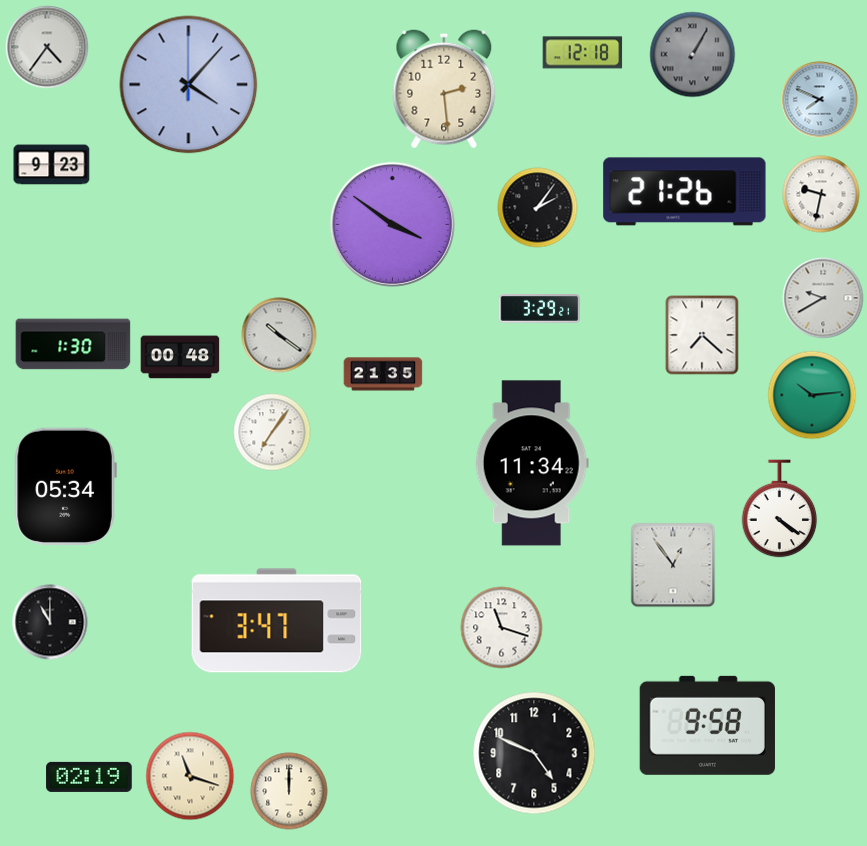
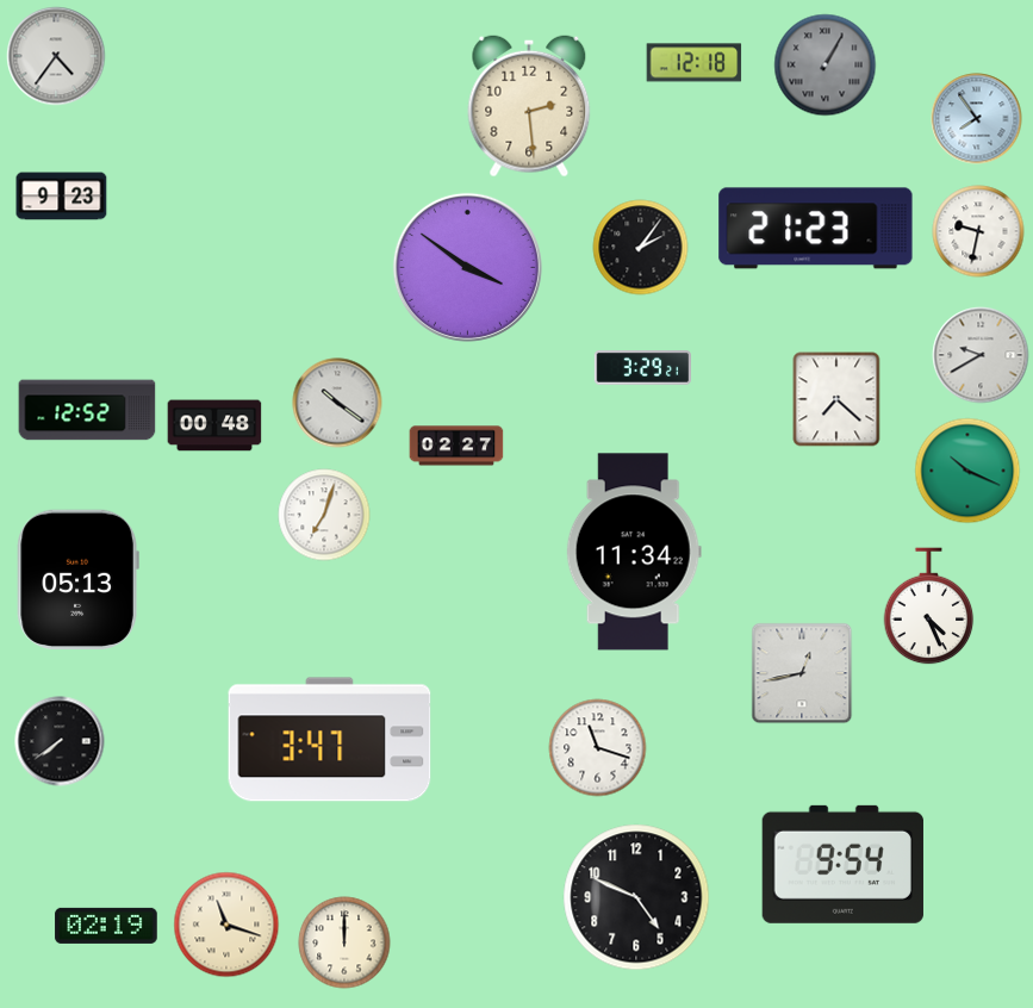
clock at (189, 85): 4:07 -> none
clock at (820, 100): 7:49 -> 7:54
clock at (685, 192): 21:26 -> 21:23
clock at (279, 335) position: (279, 335) -> (337, 403)
clock at (73, 344): 1:30 -> 12:52
clock at (383, 374): 21:35 -> 02:27
clock at (812, 395): 10:14 -> 10:19
clock at (272, 432): 7:06 -> 7:03
clock at (65, 486): 05:34 -> 05:13
clock at (780, 509): 4:21 -> 4:26
clock at (673, 565): 12:54 -> 12:43
clock at (50, 622): 11:00 -> 7:39
clock at (707, 725): 9:58 -> 9:54
